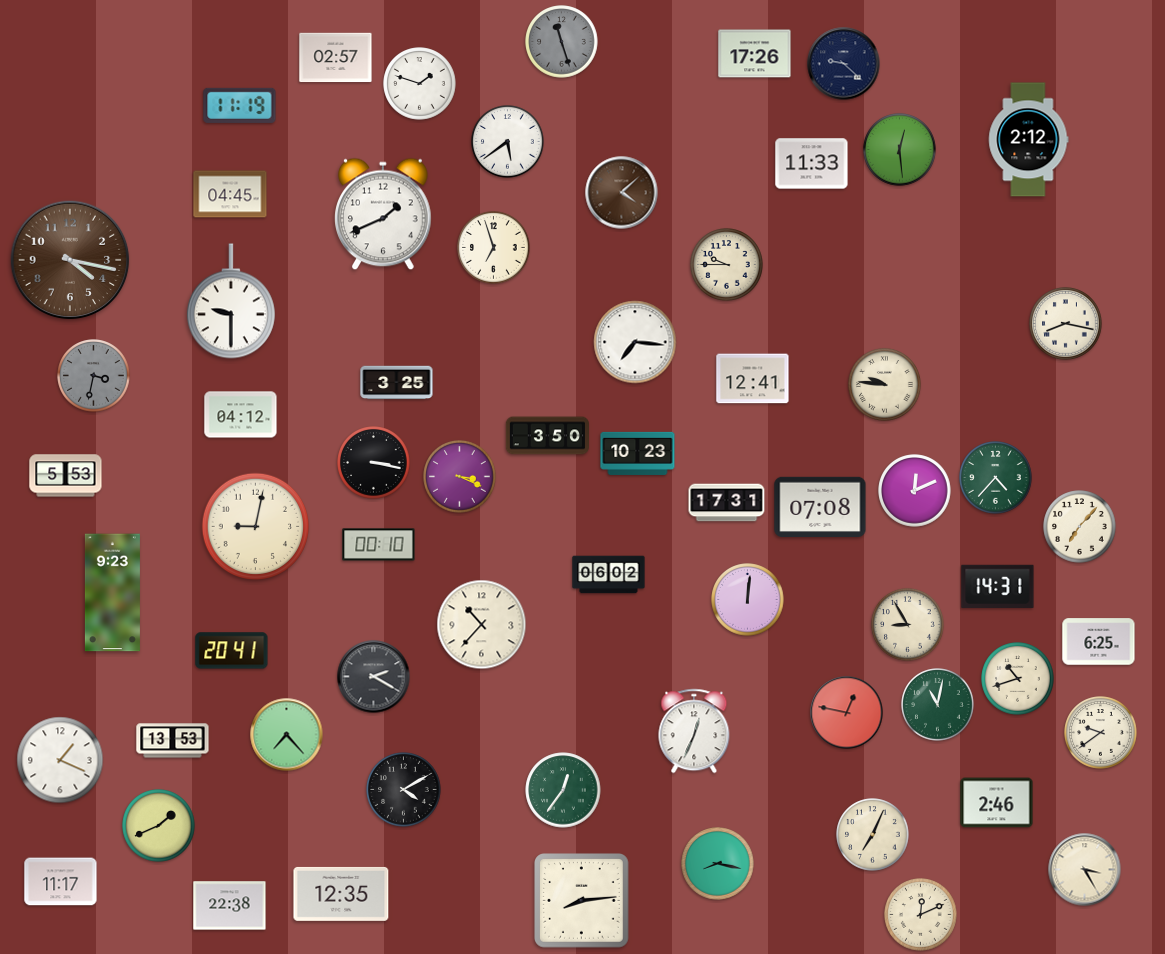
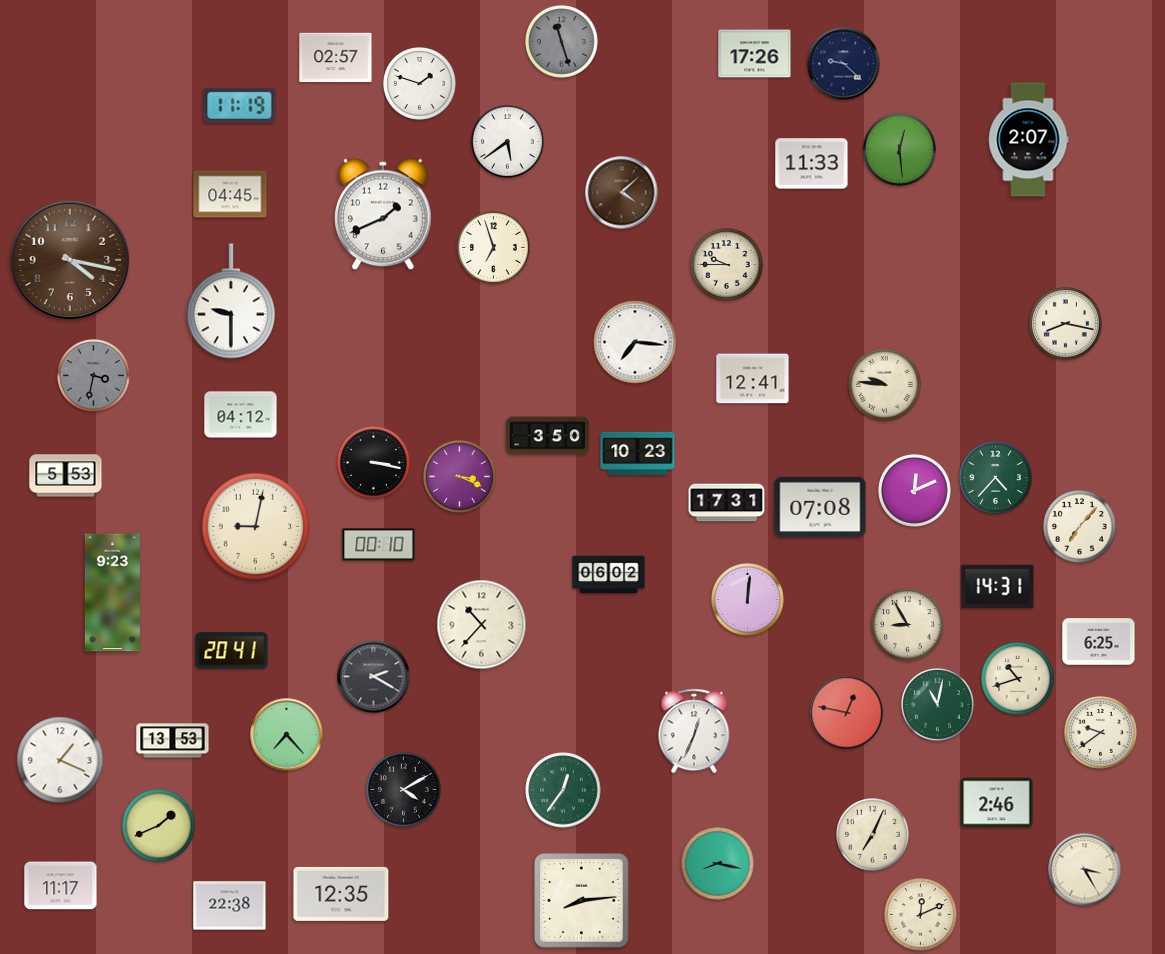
clock at (1029, 140): 2:12 -> 2:07
clock at (397, 383): 3:25 -> none
clock at (61, 882) position: (61, 882) -> (61, 886)
